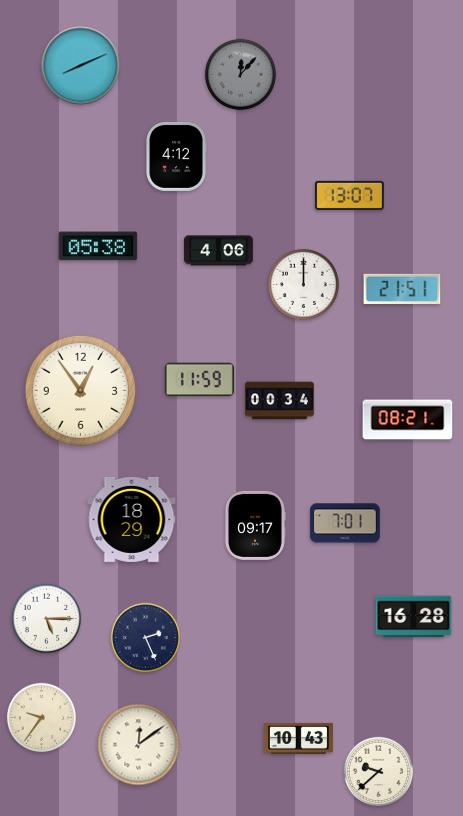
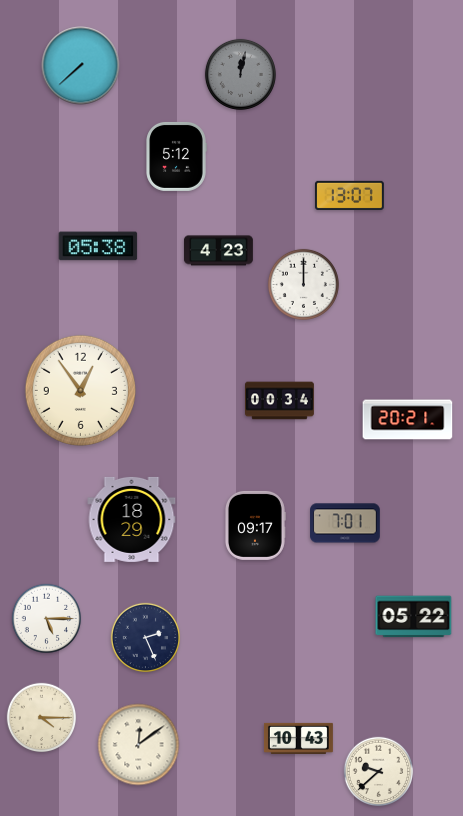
clock at (81, 66): 8:11 -> 7:38
clock at (240, 74): 12:07 -> 12:02
clock at (176, 156): 4:12 -> 5:12
clock at (218, 251): 4:06 -> 4:23
clock at (402, 289): 21:51 -> none
clock at (199, 380): 11:59 -> none
clock at (408, 420): 08:21 -> 20:21
clock at (414, 617): 16:28 -> 05:22
clock at (42, 718): 9:36 -> 4:15
